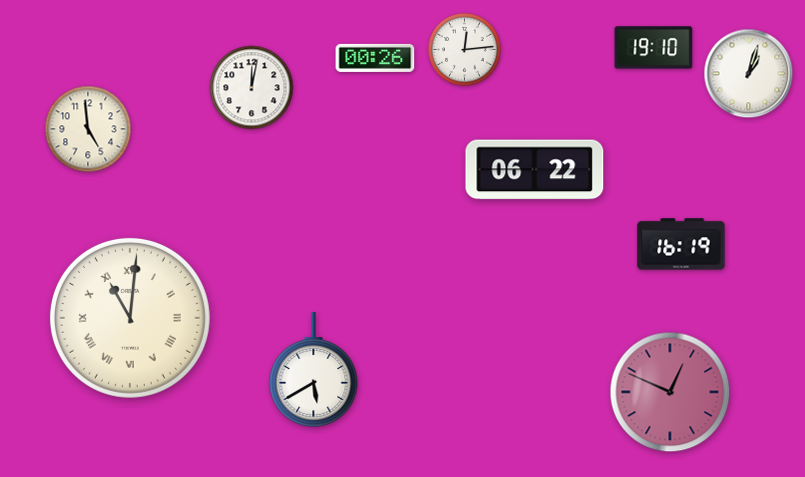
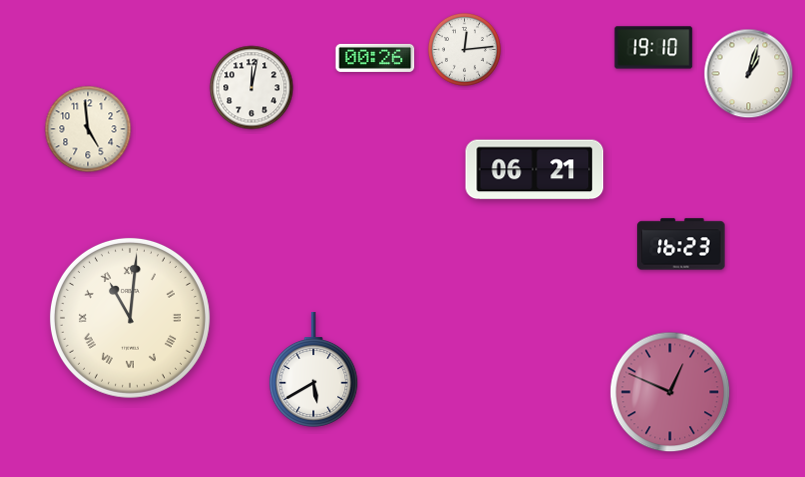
clock at (535, 170): 06:22 -> 06:21
clock at (681, 244): 16:19 -> 16:23
